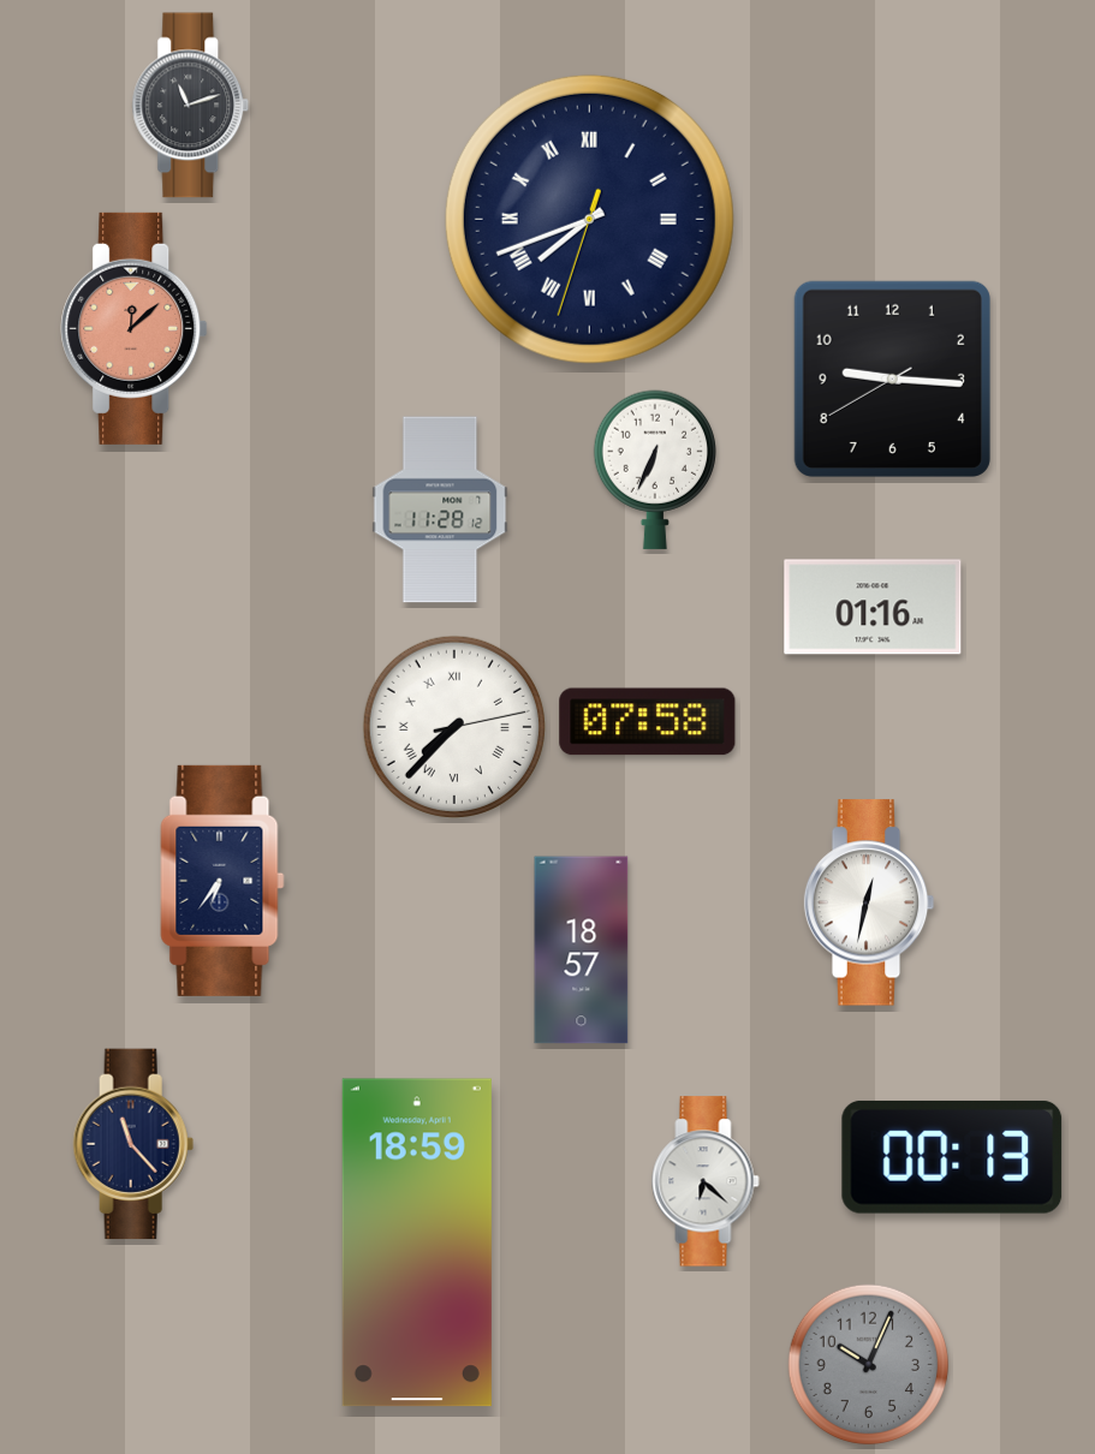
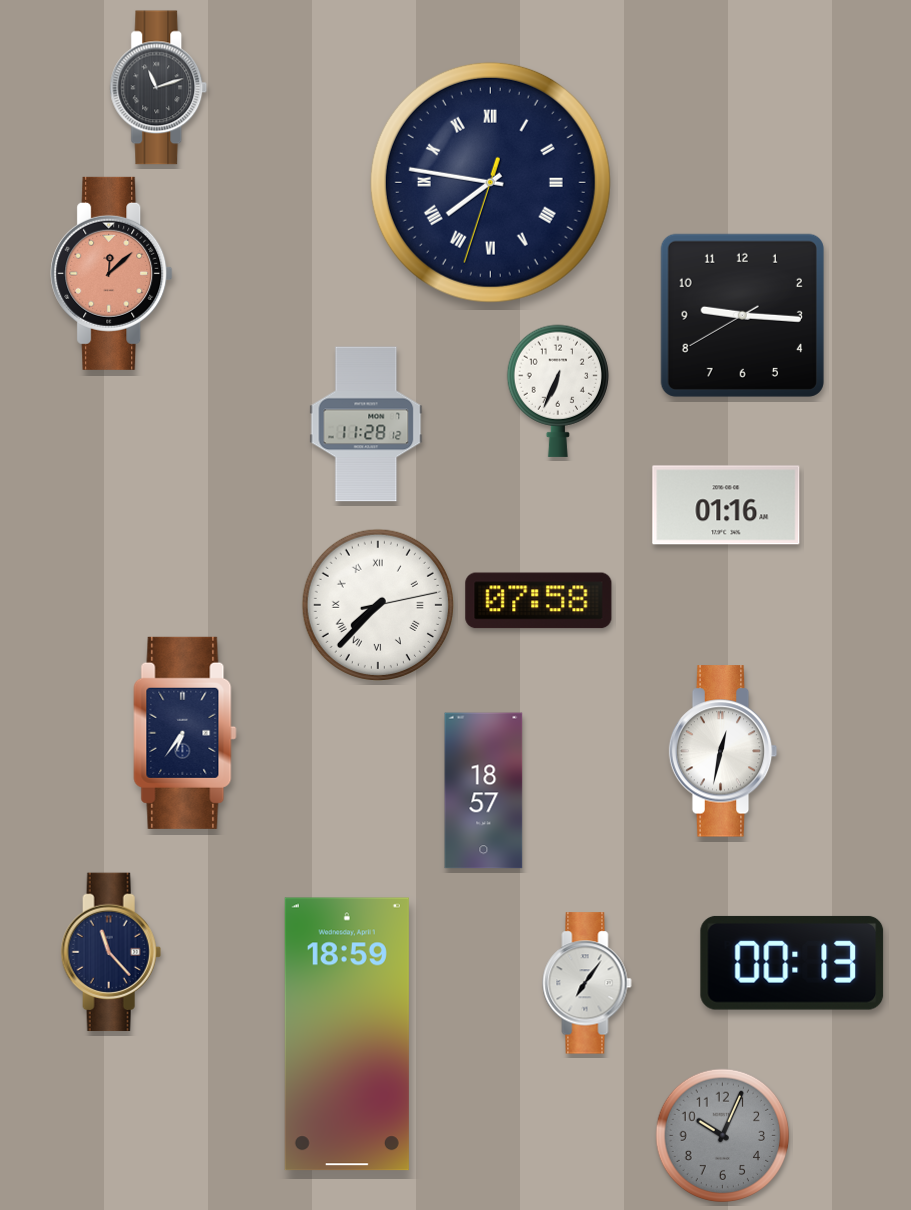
clock at (589, 219): 7:41 -> 7:46
clock at (654, 470) position: (654, 470) -> (557, 391)
clock at (706, 1181): 6:22 -> 7:06
